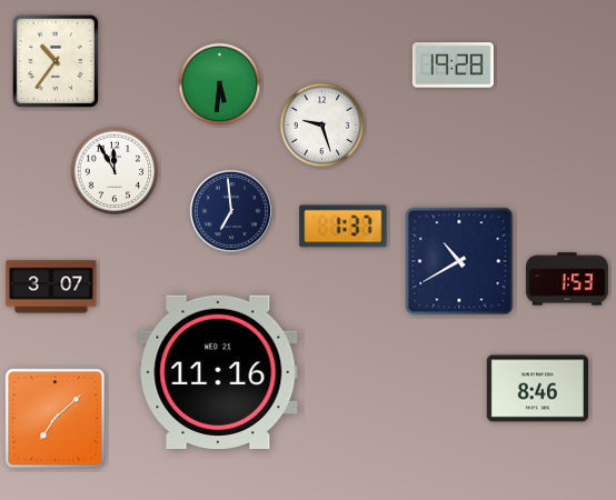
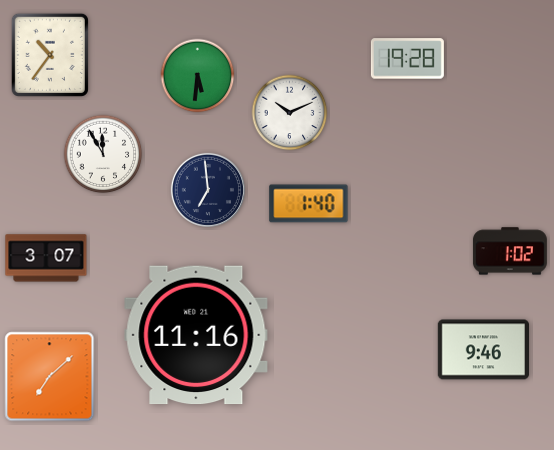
clock at (322, 126): 9:27 -> 10:11
clock at (344, 227): 1:37 -> 1:40
clock at (459, 261): 10:40 -> none
clock at (567, 279): 1:53 -> 1:02
clock at (537, 389): 8:46 -> 9:46
